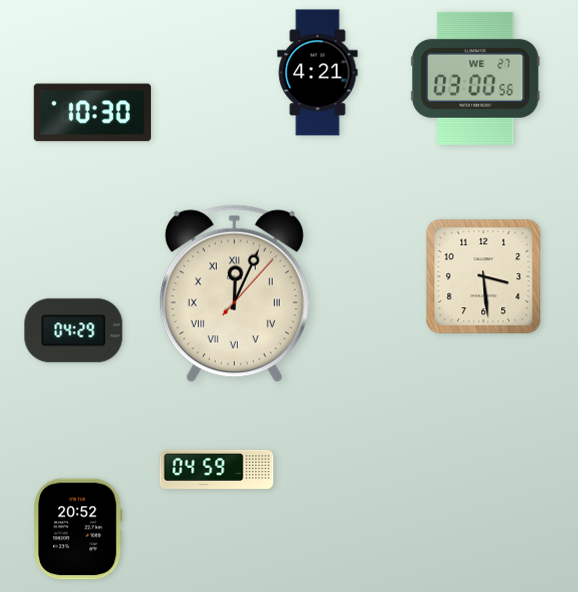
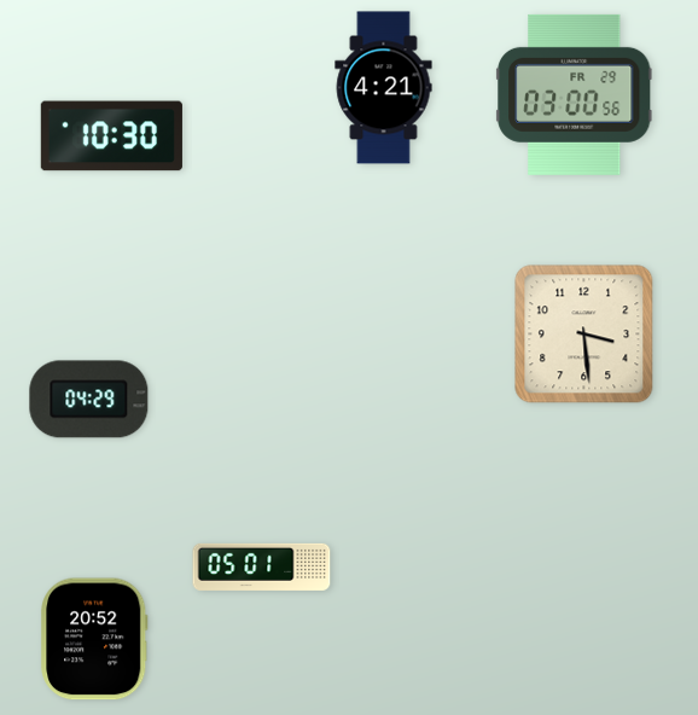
clock at (476, 78) date: WE 27 -> FR 29
clock at (234, 294): 12:04 -> none
clock at (217, 469): 04:59 -> 05:01
